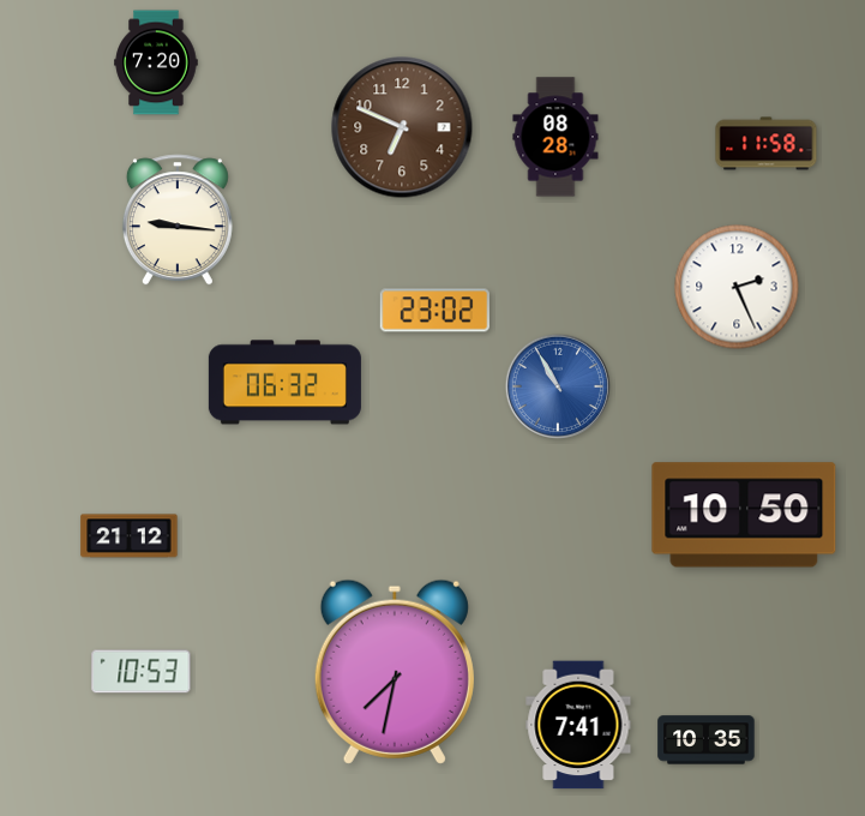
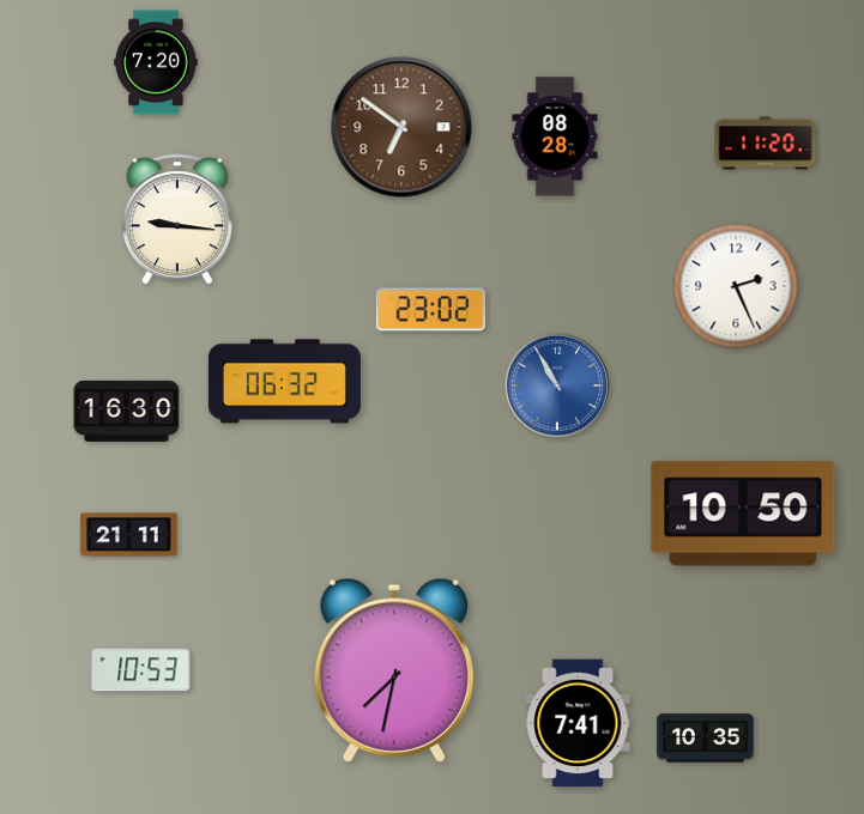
clock at (402, 127): 6:49 -> 6:51
clock at (767, 144): 11:58 -> 11:20
clock at (434, 311) position: (434, 311) -> (430, 310)
clock at (127, 411): none -> 16:30
clock at (130, 536): 21:12 -> 21:11
